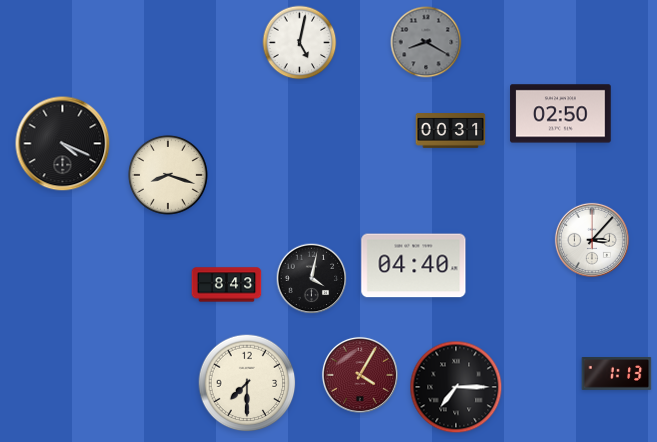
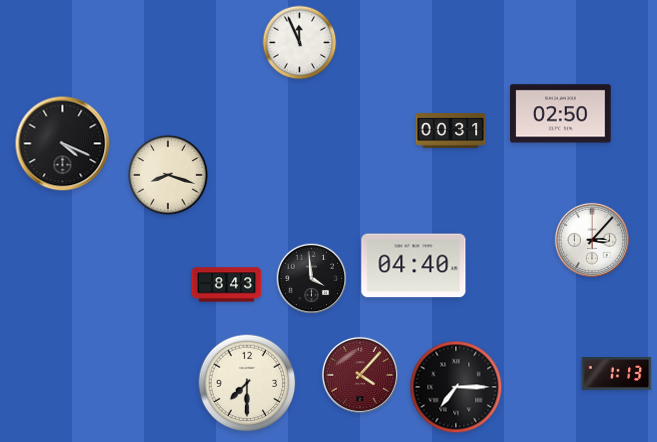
clock at (426, 42): 8:20 -> none
clock at (300, 43): 5:02 -> 11:56
clock at (312, 279): 4:02 -> 3:59
clock at (360, 375): 4:05 -> 4:07
